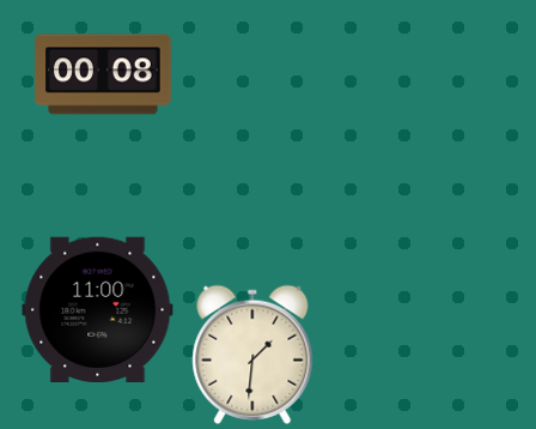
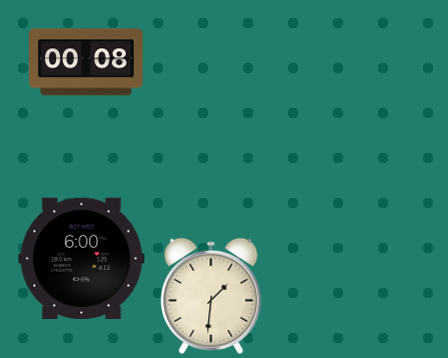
clock at (98, 309): 11:00 -> 6:00
